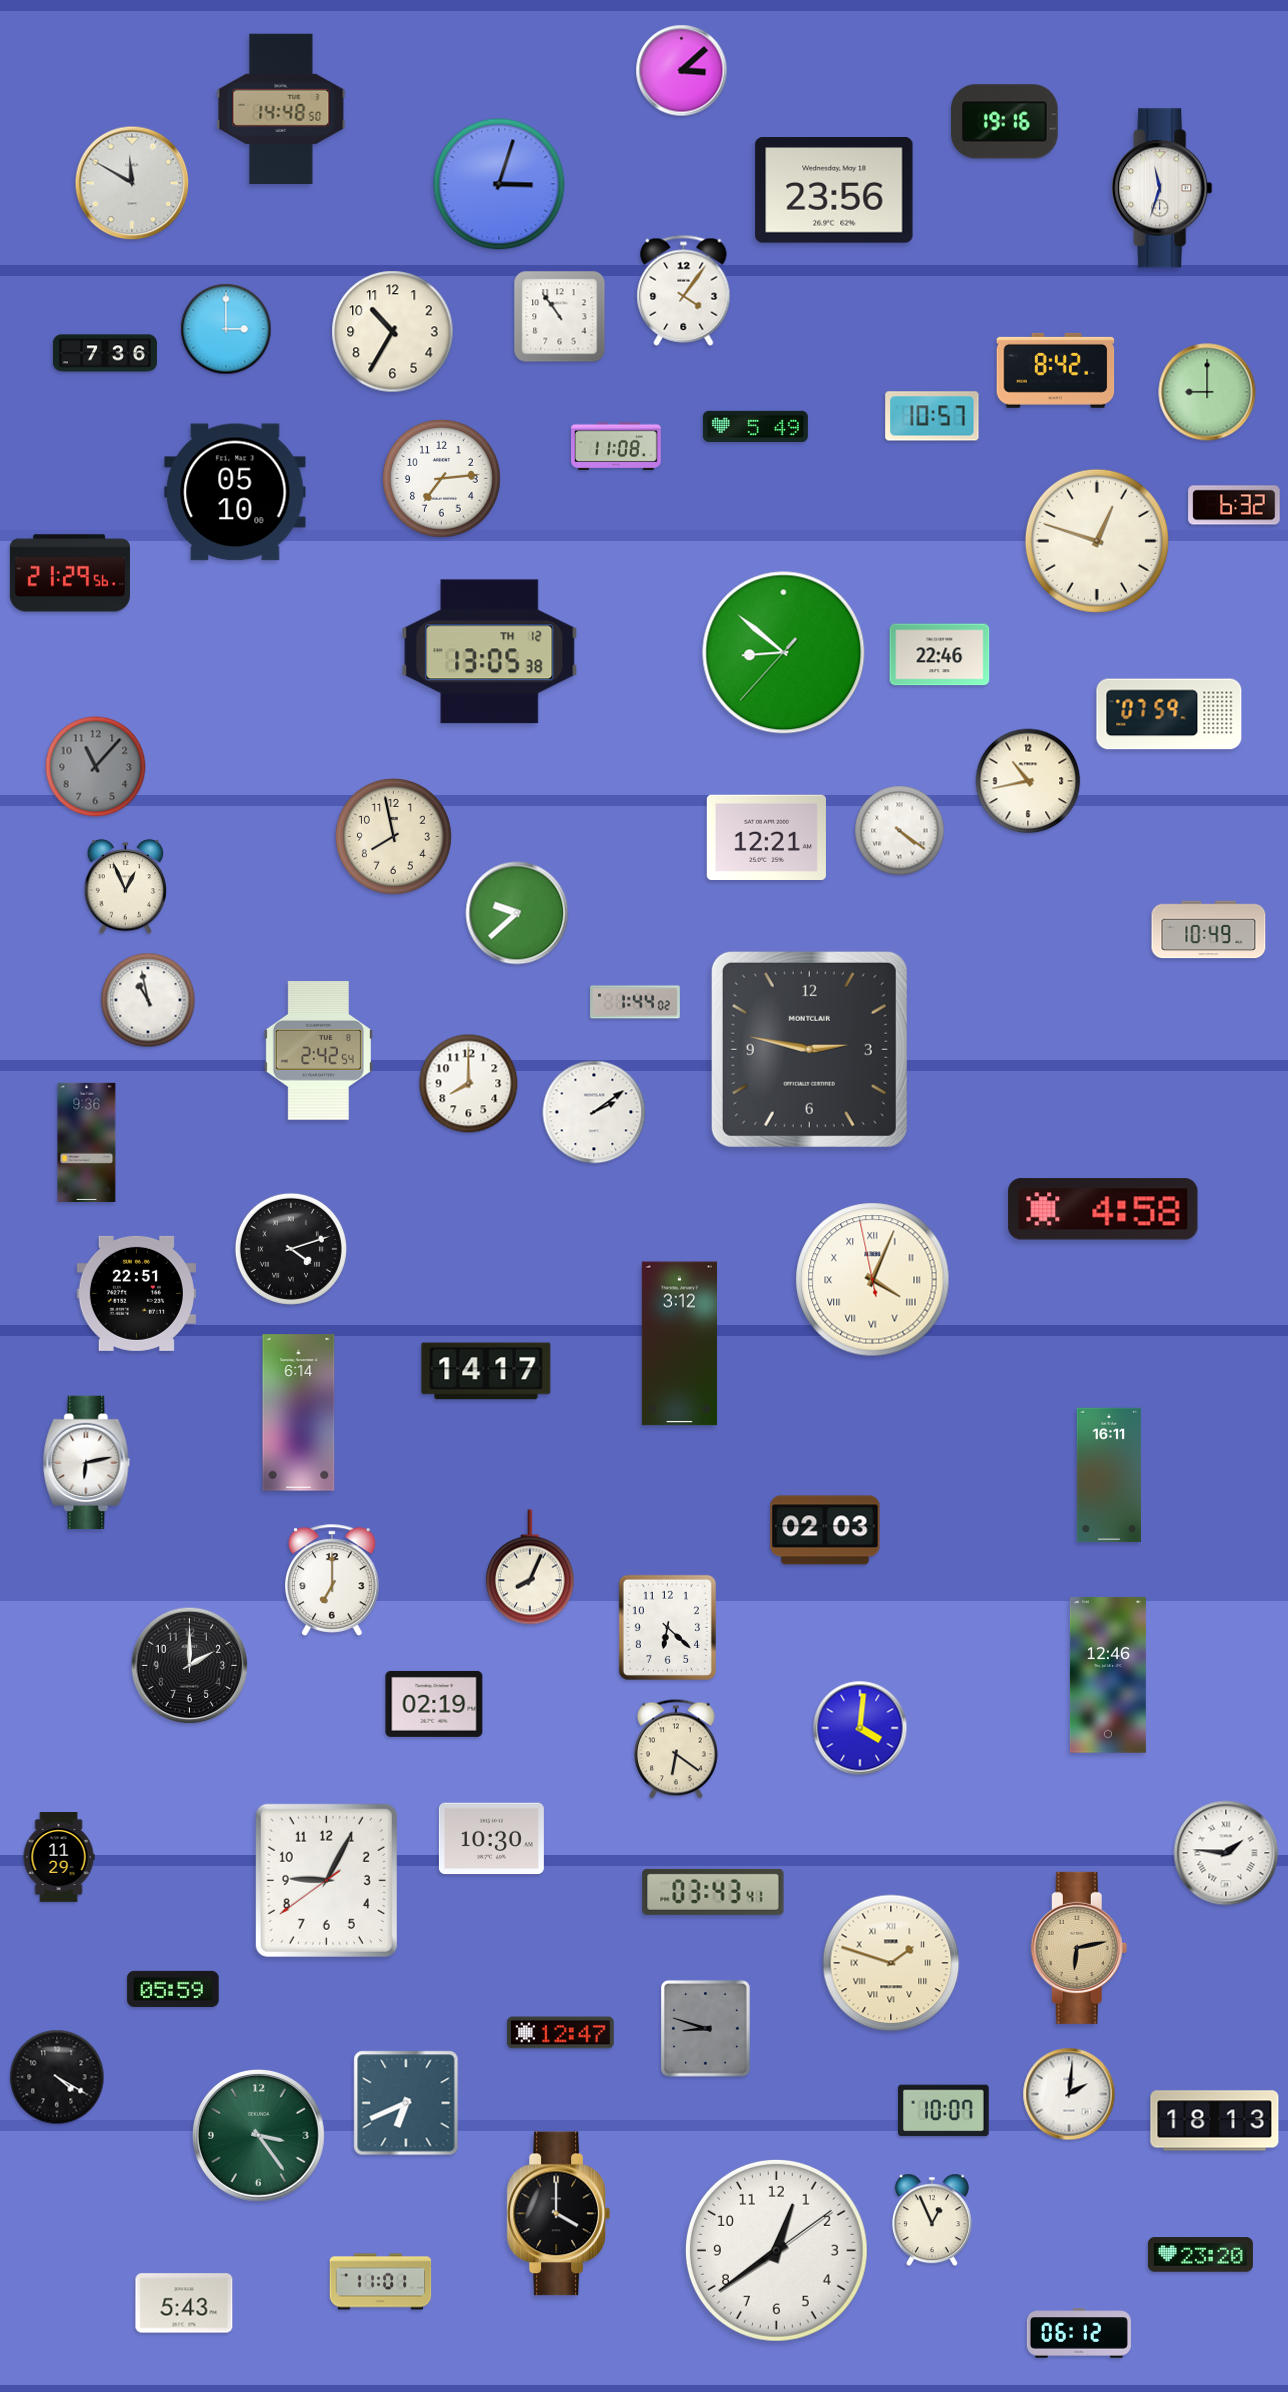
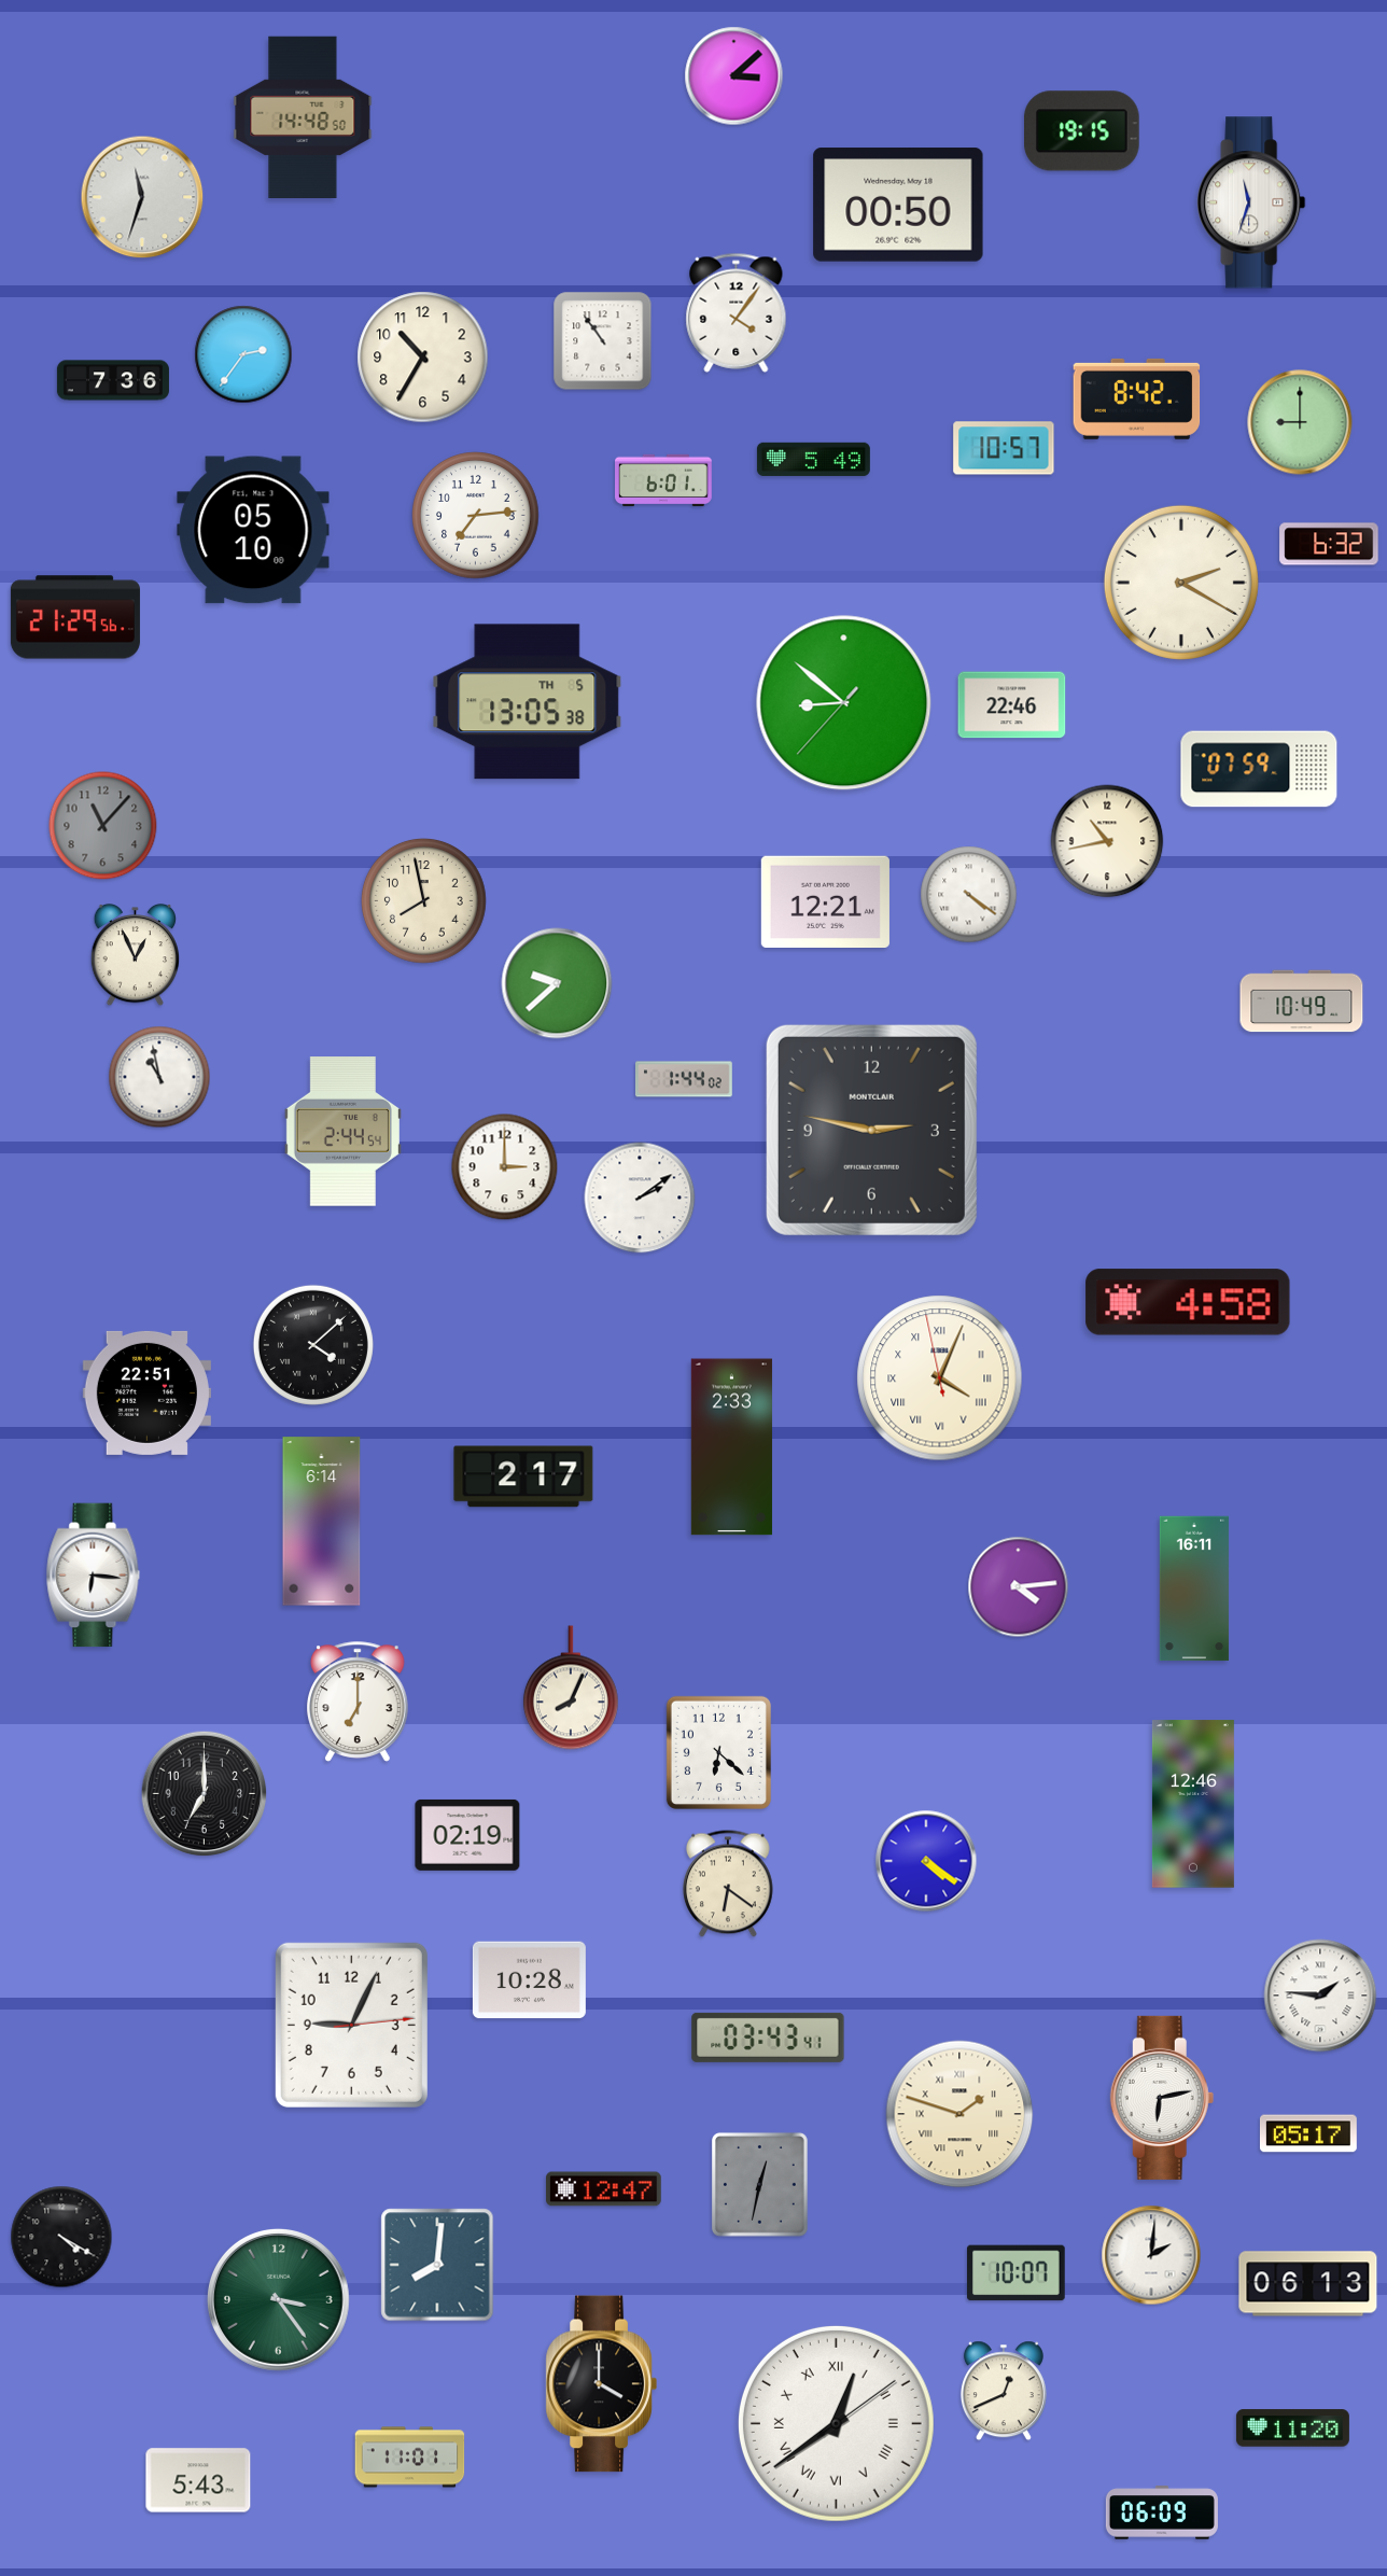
clock at (1005, 122): 19:16 -> 19:15
clock at (132, 183): 11:50 -> 11:33
clock at (499, 184): 3:03 -> none
clock at (834, 190): 23:56 -> 00:50
clock at (226, 329): 3:00 -> 2:36
clock at (617, 446): 11:08 -> 6:01
clock at (1097, 541): 12:48 -> 2:20
clock at (490, 652) date: TH 12 -> TH 5
clock at (318, 1051): 2:42 -> 2:44
clock at (469, 1084): 8:00 -> 3:00
clock at (87, 1142): 9:36 -> none
clock at (291, 1249): 4:12 -> 4:08
clock at (679, 1344): 3:12 -> 2:33
clock at (486, 1371): 14:17 -> 2:17
clock at (87, 1463): 6:13 -> 6:16
clock at (1019, 1587): none -> 4:14
clock at (825, 1530): 02:03 -> none
clock at (190, 1666): 2:00 -> 7:00
clock at (860, 1728): 4:01 -> 4:21
clock at (491, 1839): 10:30 -> 10:28
clock at (59, 1857): 11:29 -> none
clock at (326, 1880): 9:04:39 -> 9:04:14
clock at (1079, 1948) dial: champagne -> white
clock at (1308, 2133): none -> 05:17
clock at (173, 1989): 05:59 -> none
clock at (705, 2028): 8:48 -> 12:32
clock at (406, 2103): 6:41 -> 8:01
clock at (1215, 2121): 18:13 -> 06:13
clock at (932, 2220): 12:56 -> 12:41
clock at (776, 2250) numerals: Arabic -> Roman
clock at (1200, 2255): 23:20 -> 11:20
clock at (1079, 2333): 06:12 -> 06:09
